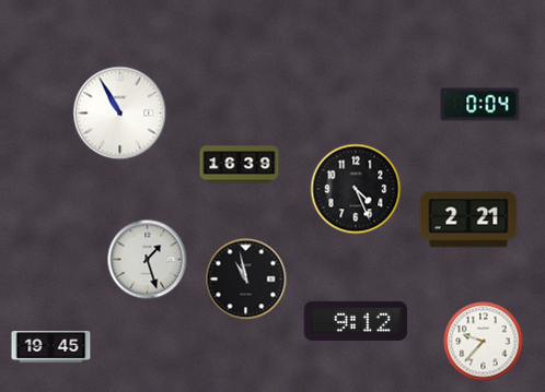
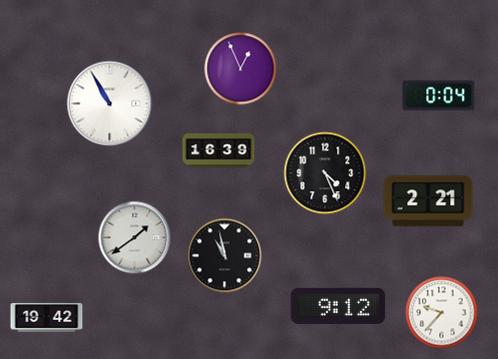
clock at (241, 69): none -> 12:56
clock at (148, 260): 1:27 -> 1:39
clock at (356, 321) position: (356, 321) -> (338, 306)
clock at (51, 346): 19:45 -> 19:42
